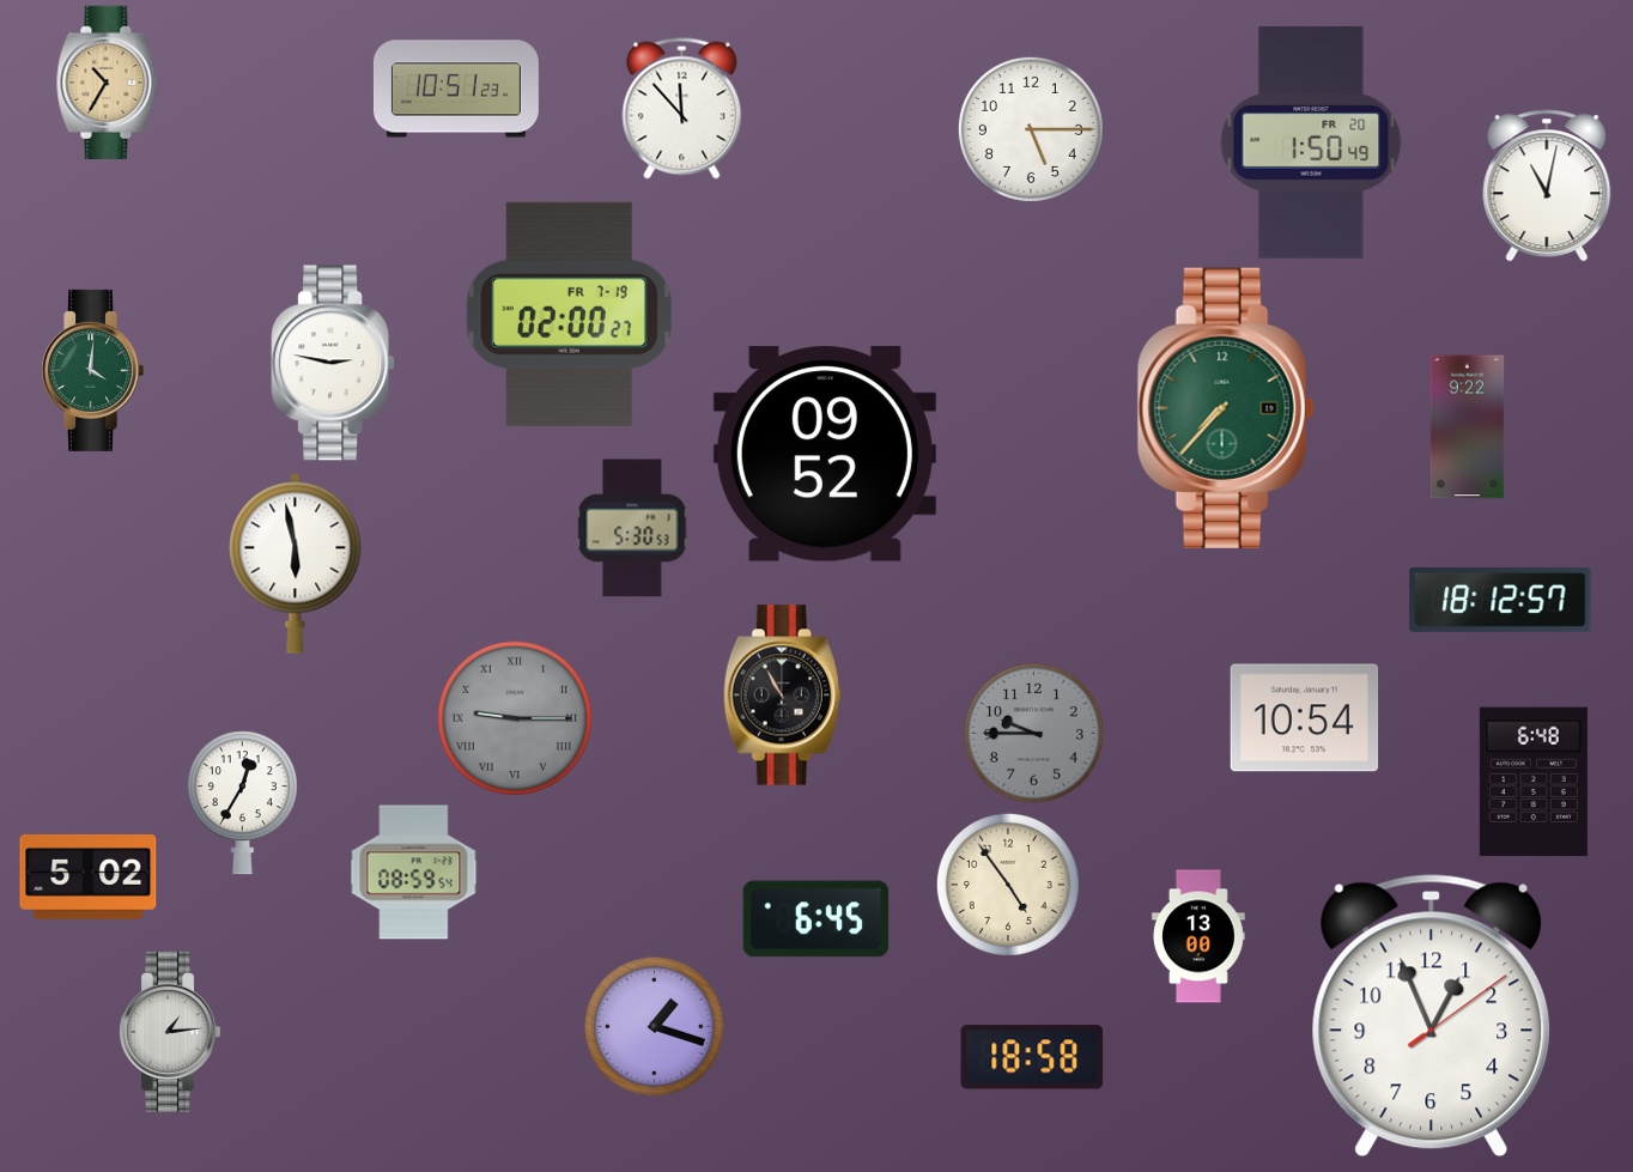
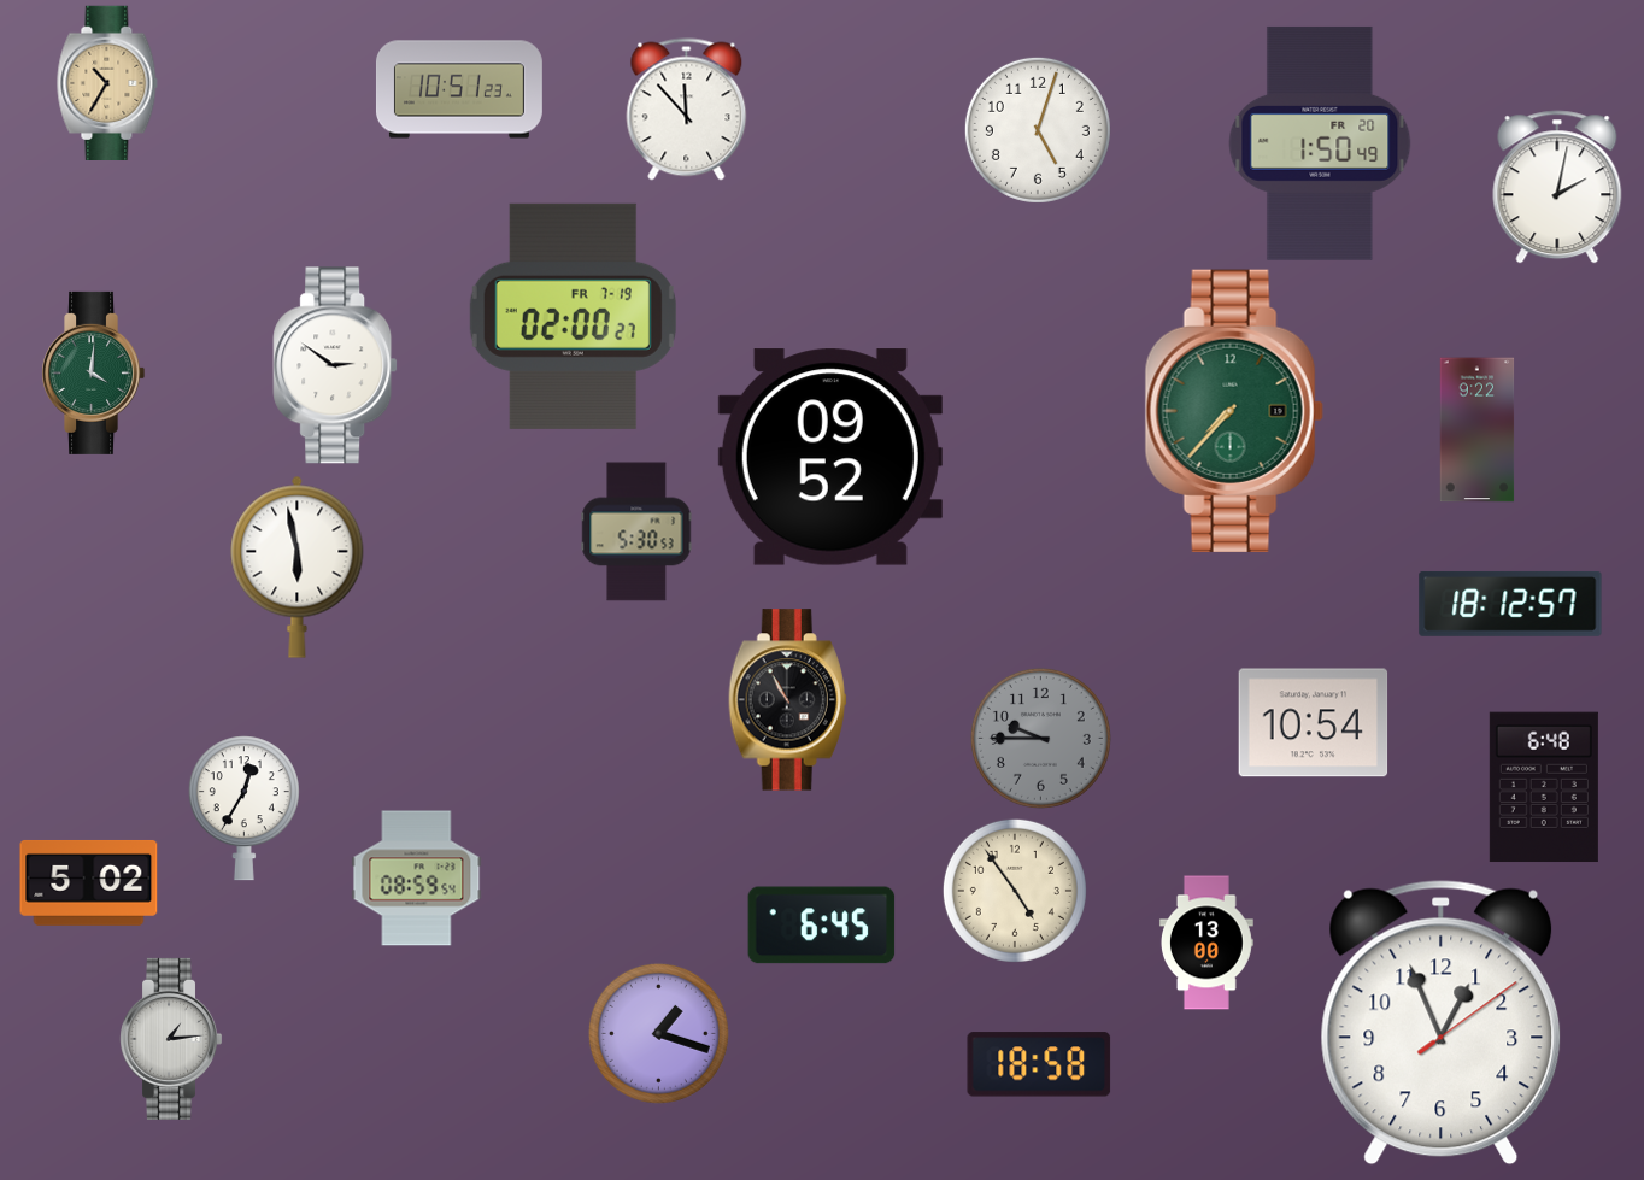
clock at (1031, 129): 5:15 -> 5:03
clock at (1547, 186): 11:02 -> 2:02
clock at (333, 363): 2:47 -> 2:51
clock at (515, 718): 9:15 -> none
